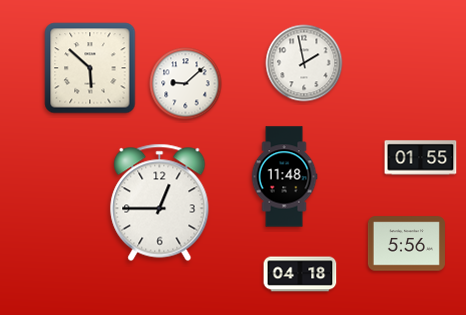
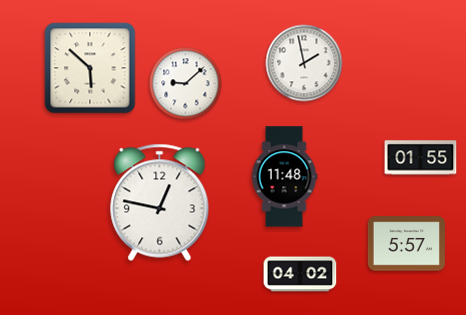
clock at (160, 202): 12:45 -> 12:47
clock at (406, 244): 5:56 -> 5:57
clock at (300, 274): 04:18 -> 04:02
